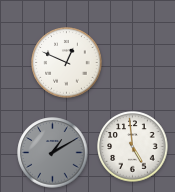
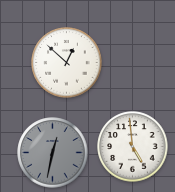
clock at (67, 63): 12:49 -> 12:52
clock at (53, 153): 1:10 -> 12:32
